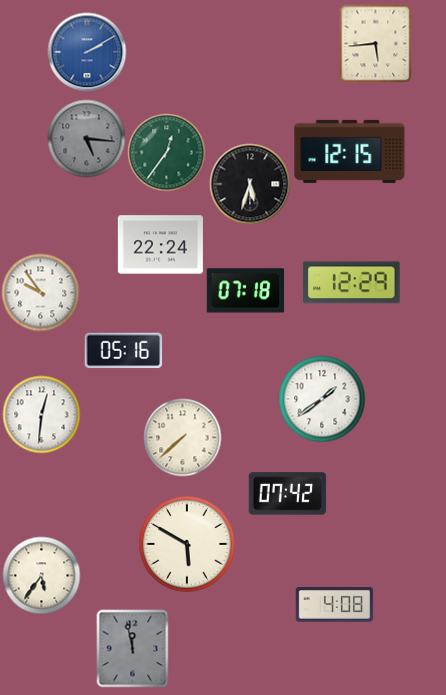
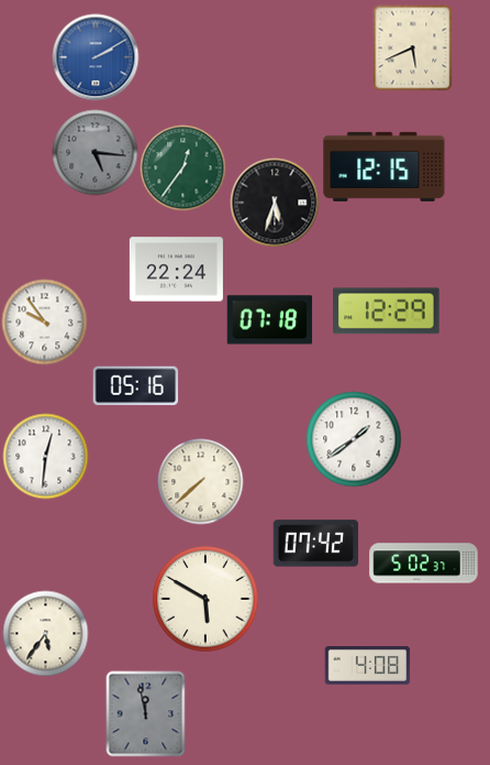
clock at (376, 43): 5:44 -> 5:41
clock at (424, 564): none -> 5:02
